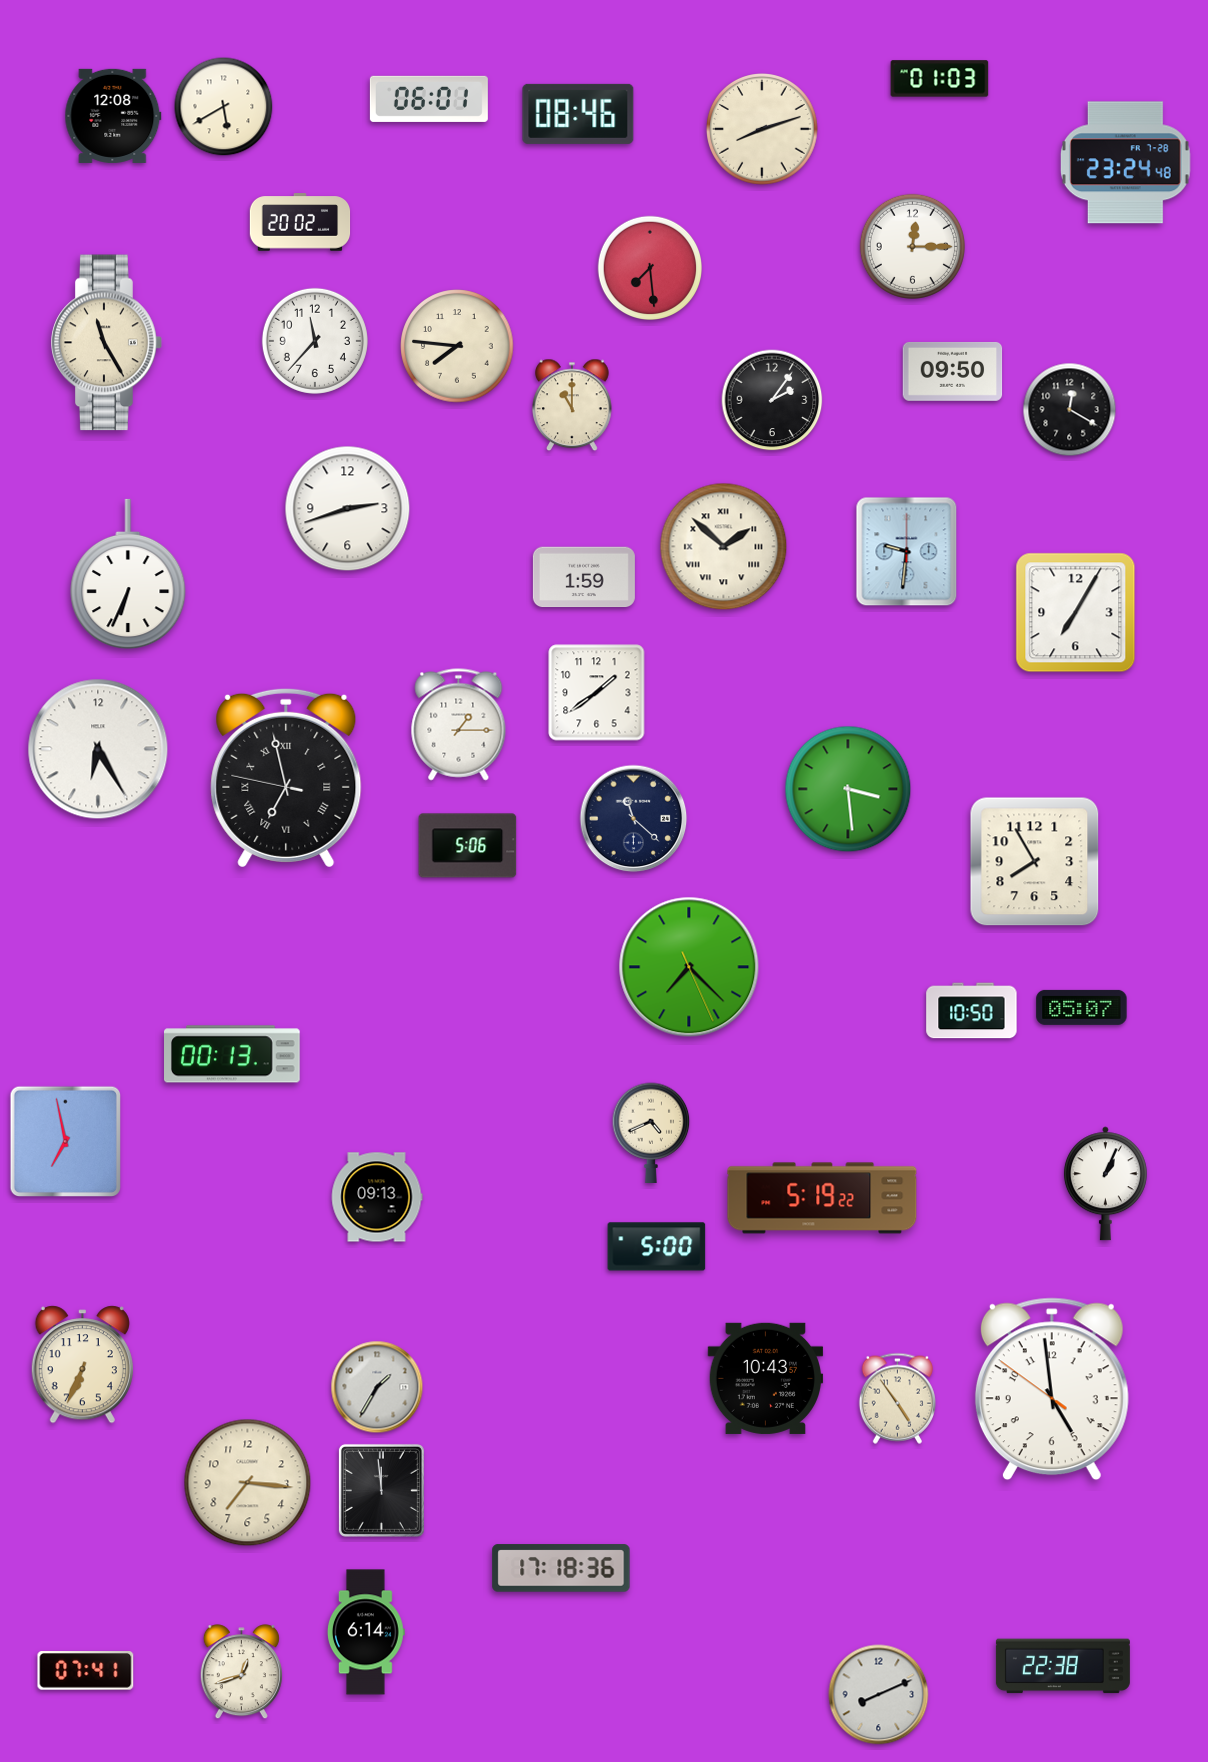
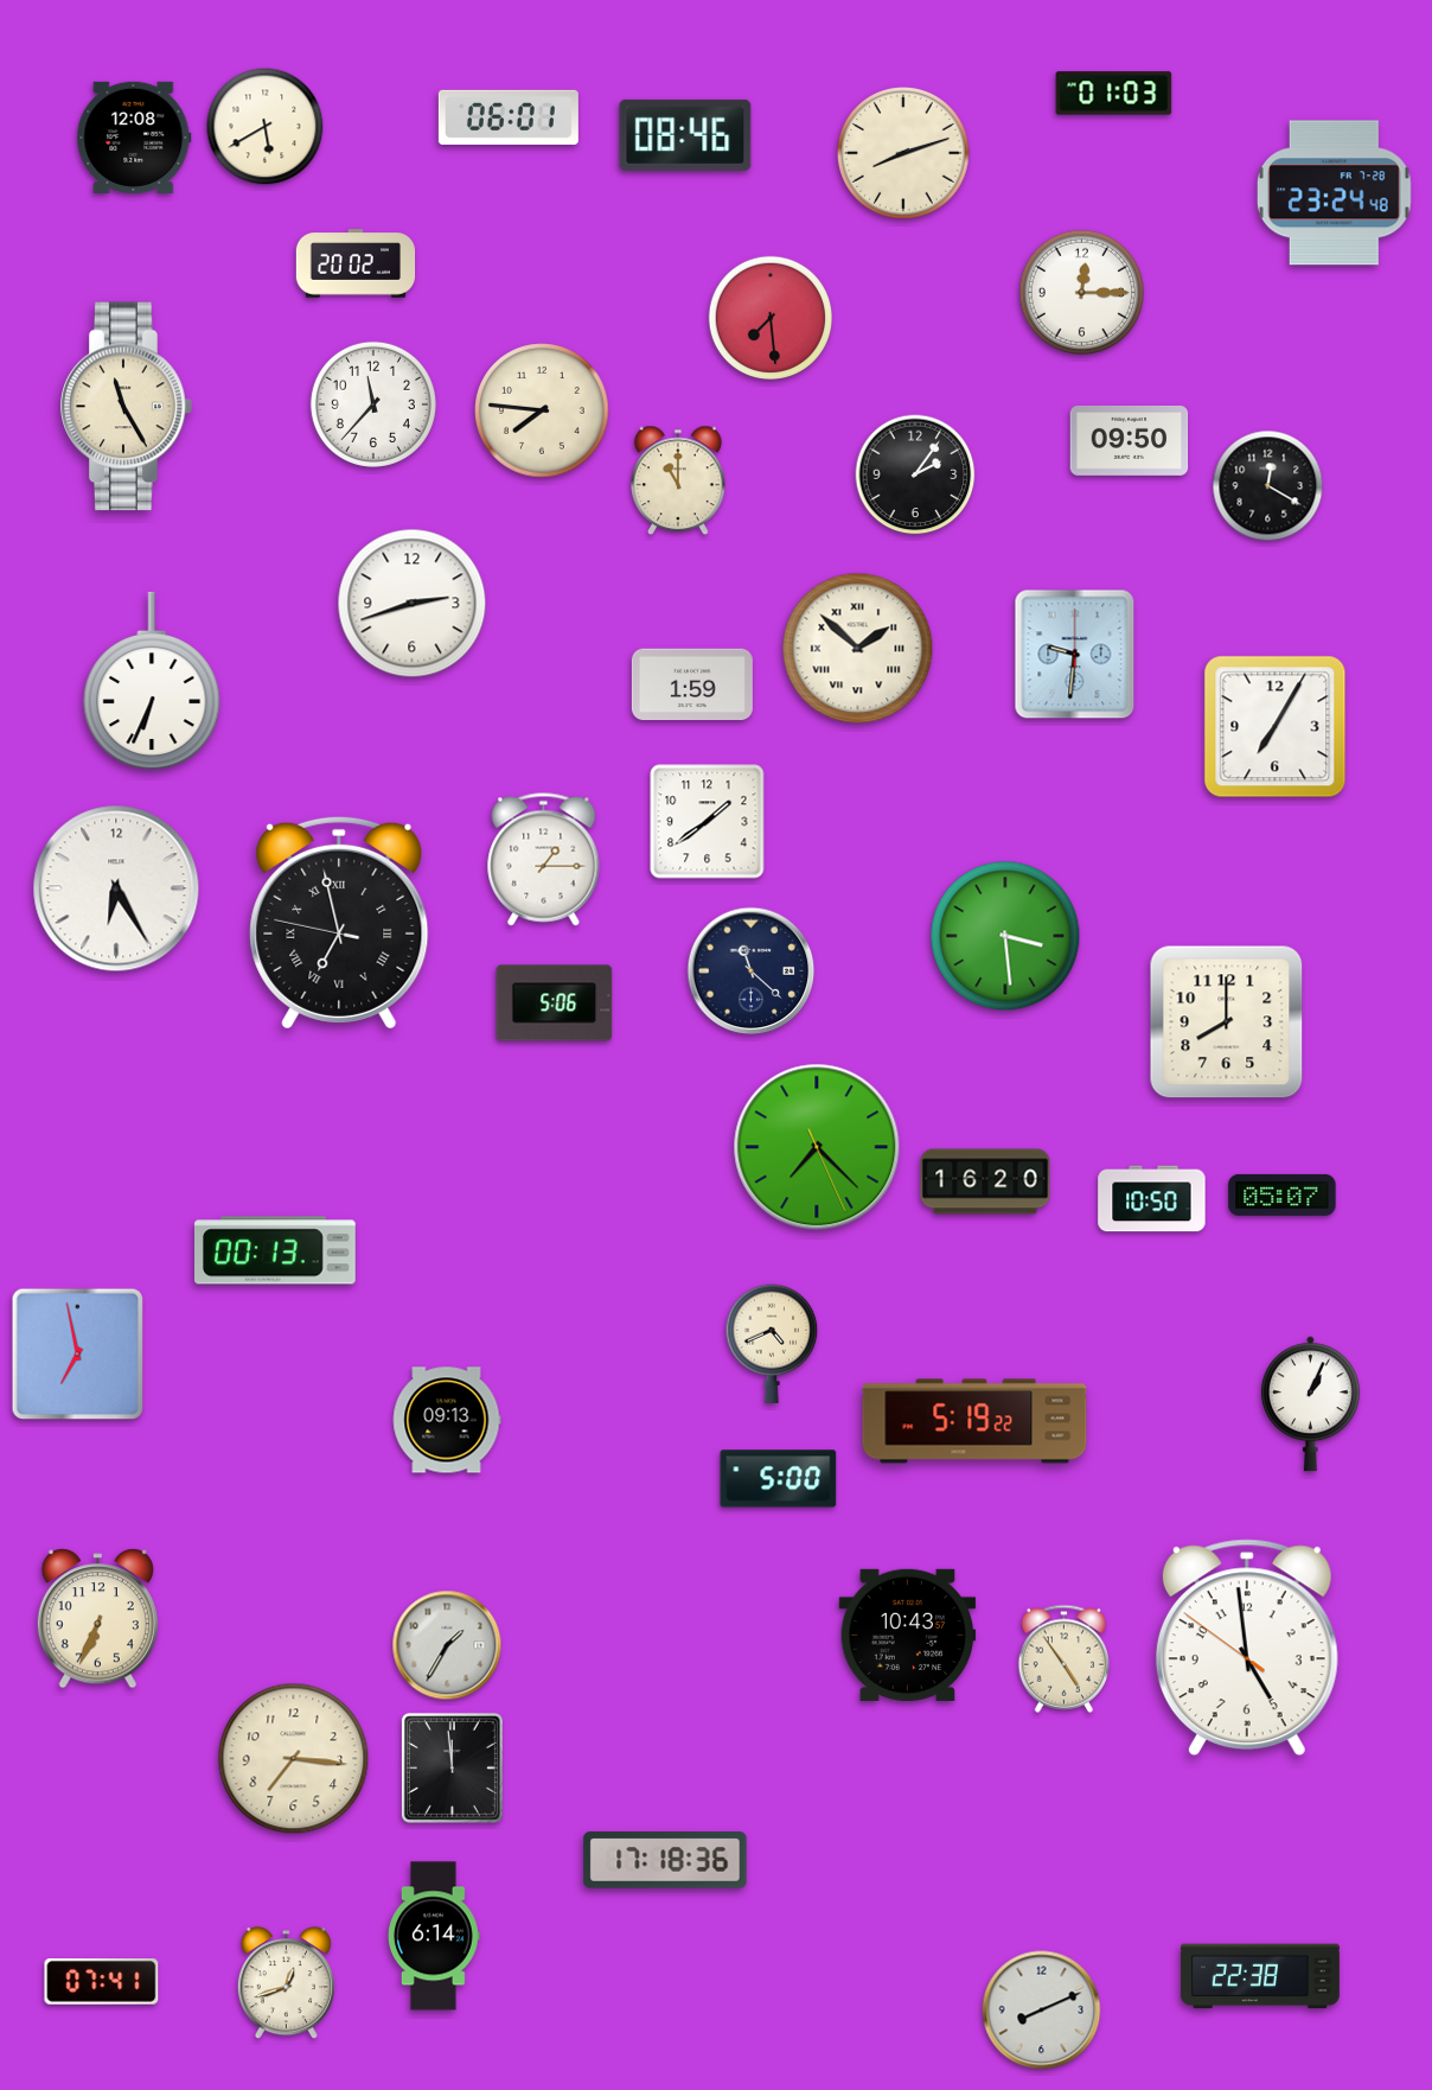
clock at (1035, 862): 7:55 -> 8:00
clock at (985, 1181): none -> 16:20
